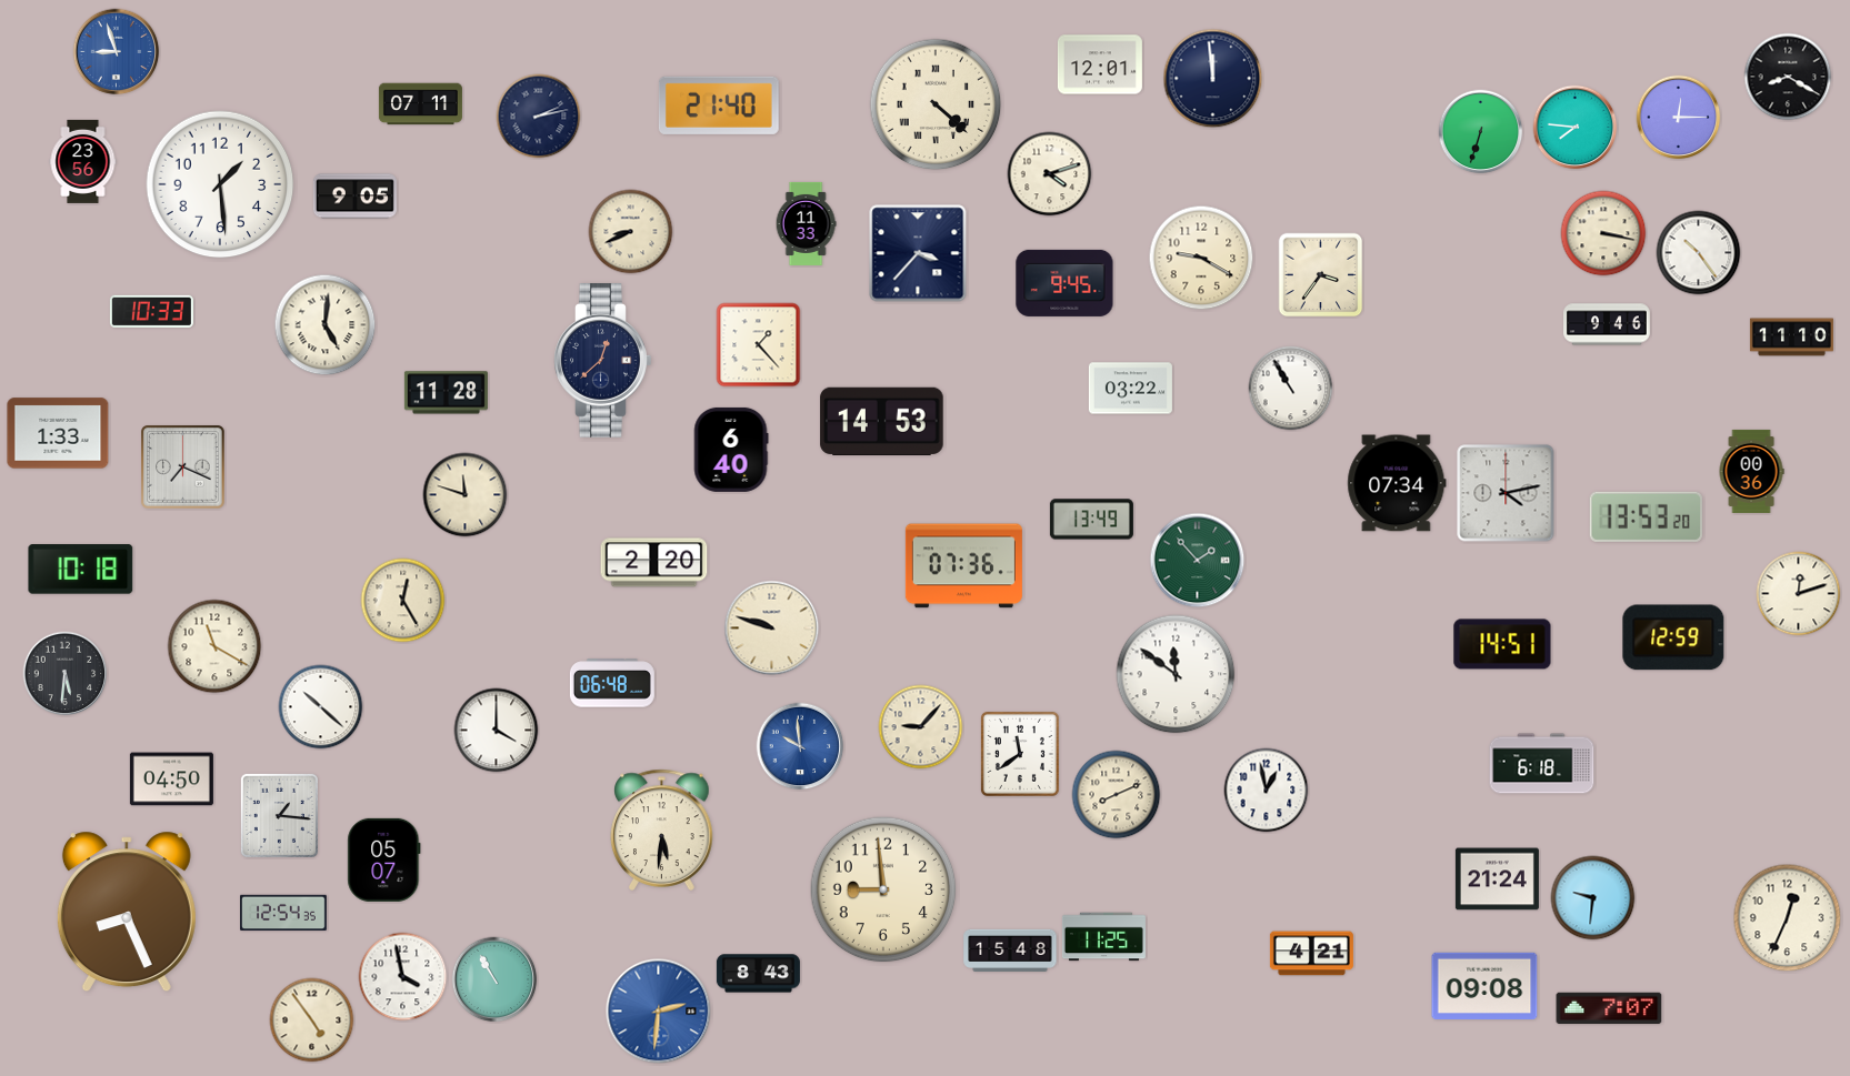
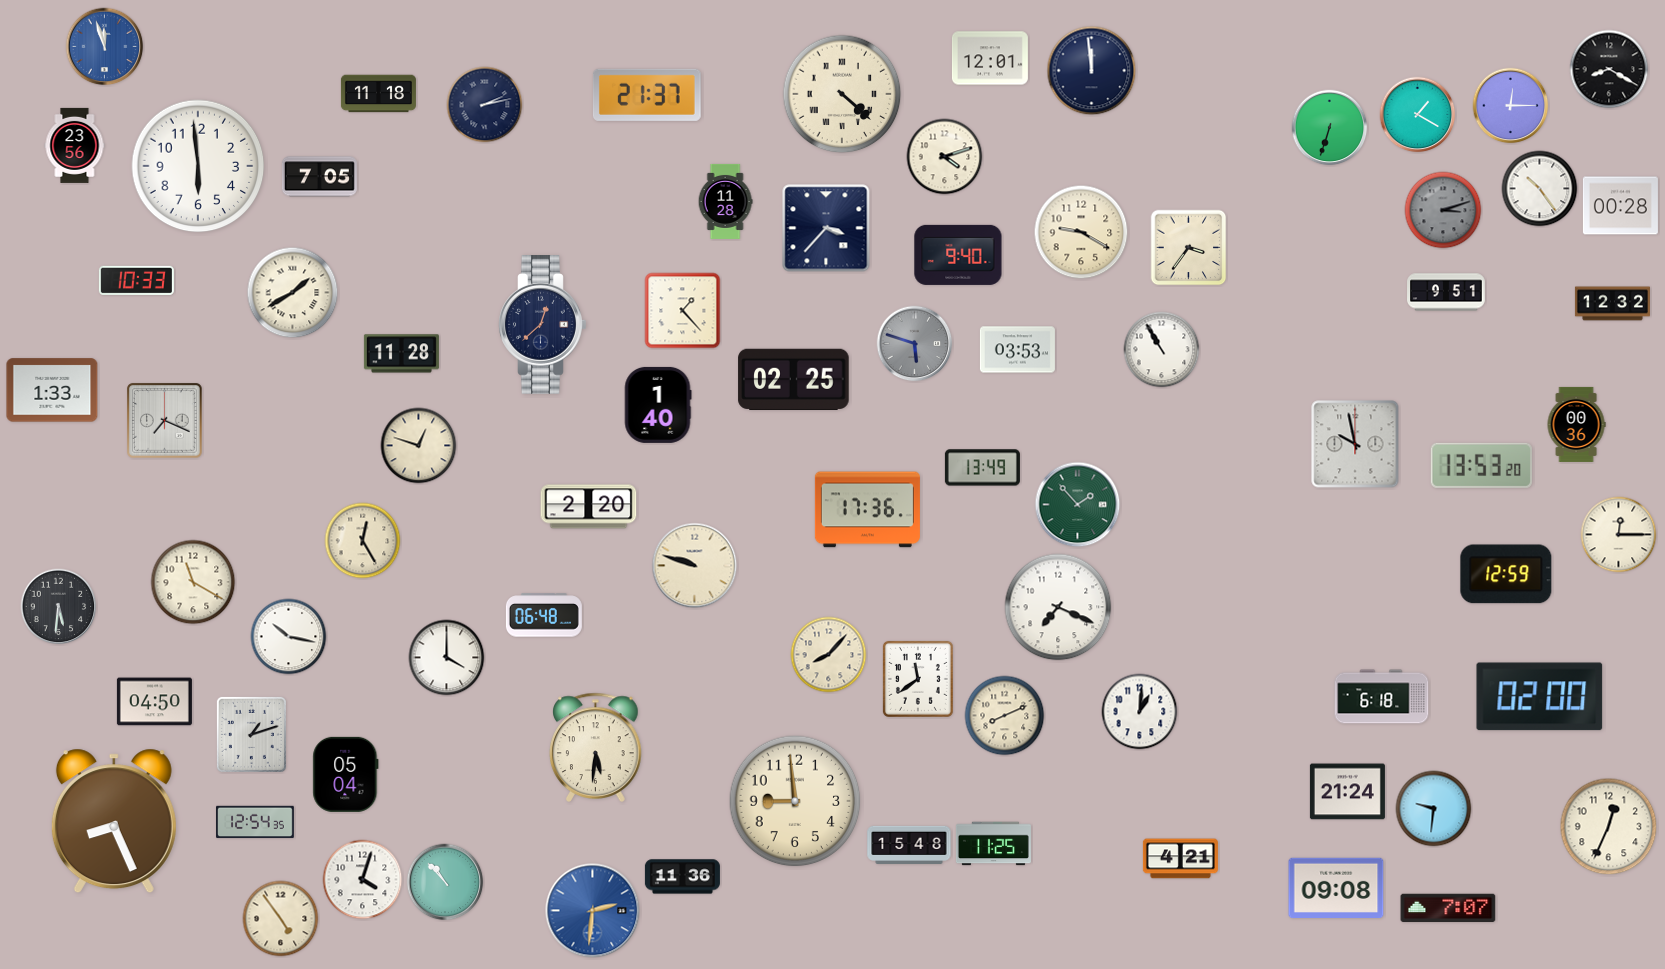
clock at (117, 52): 8:57 -> 11:57
clock at (420, 104): 07:11 -> 11:18
clock at (719, 105): 21:40 -> 21:37
clock at (1576, 128): 7:46 -> 1:20
clock at (1481, 132) position: (1481, 132) -> (1330, 128)
clock at (220, 184): 1:29 -> 5:59
clock at (354, 197): 9:05 -> 7:05
clock at (806, 223): 11:33 -> 11:28
clock at (1620, 206): none -> 00:28
clock at (631, 232): 8:41 -> none
clock at (1603, 233): 3:17 -> 3:12
clock at (1603, 233) dial: cream -> grey
clock at (1699, 253) position: (1699, 253) -> (1540, 189)
clock at (1064, 283): 9:45 -> 9:40
clock at (1607, 324): 9:46 -> 9:51
clock at (326, 325): 5:01 -> 1:40
clock at (1791, 338): 11:10 -> 12:32
clock at (915, 344): none -> 5:48
clock at (1130, 389): 03:22 -> 03:53
clock at (882, 421): 14:53 -> 02:25
clock at (731, 450): 6:40 -> 1:40
clock at (1397, 483): 07:34 -> none
clock at (1506, 493): 4:13 -> 9:58
clock at (466, 495): 11:48 -> 12:48
clock at (963, 566): 07:36 -> 17:36
clock at (81, 570): 10:18 -> none
clock at (1799, 594): 12:12 -> 12:15
clock at (1502, 644): 14:51 -> none
clock at (1176, 674): 11:51 -> 7:19
clock at (612, 683) position: (612, 683) -> (544, 615)
clock at (321, 707): 10:22 -> 10:17
clock at (921, 727): 9:07 -> 8:07
clock at (800, 746): 9:59 -> none
clock at (1542, 764) position: (1542, 764) -> (1382, 697)
clock at (1540, 697): none -> 02:00
clock at (1267, 791): 12:58 -> 1:01
clock at (279, 815): 1:16 -> 1:12
clock at (384, 859): 05:07 -> 05:04
clock at (1010, 951) position: (1010, 951) -> (909, 845)
clock at (758, 974): 8:43 -> 11:36
clock at (403, 977): 3:58 -> 4:03
clock at (494, 979): 10:55 -> 10:53
